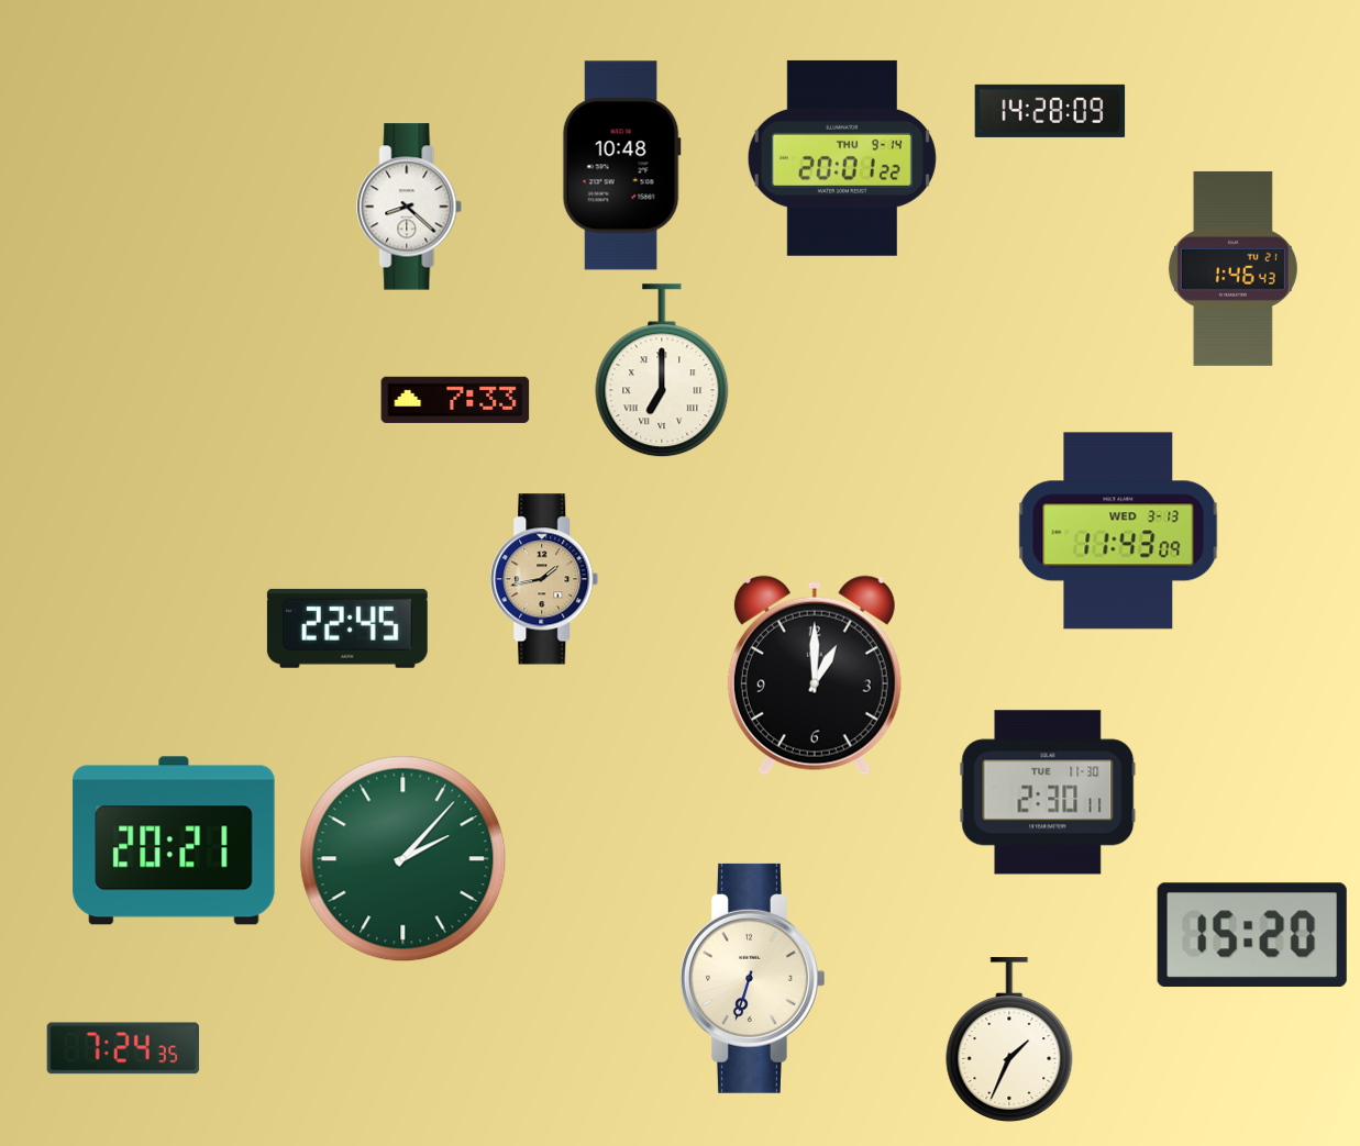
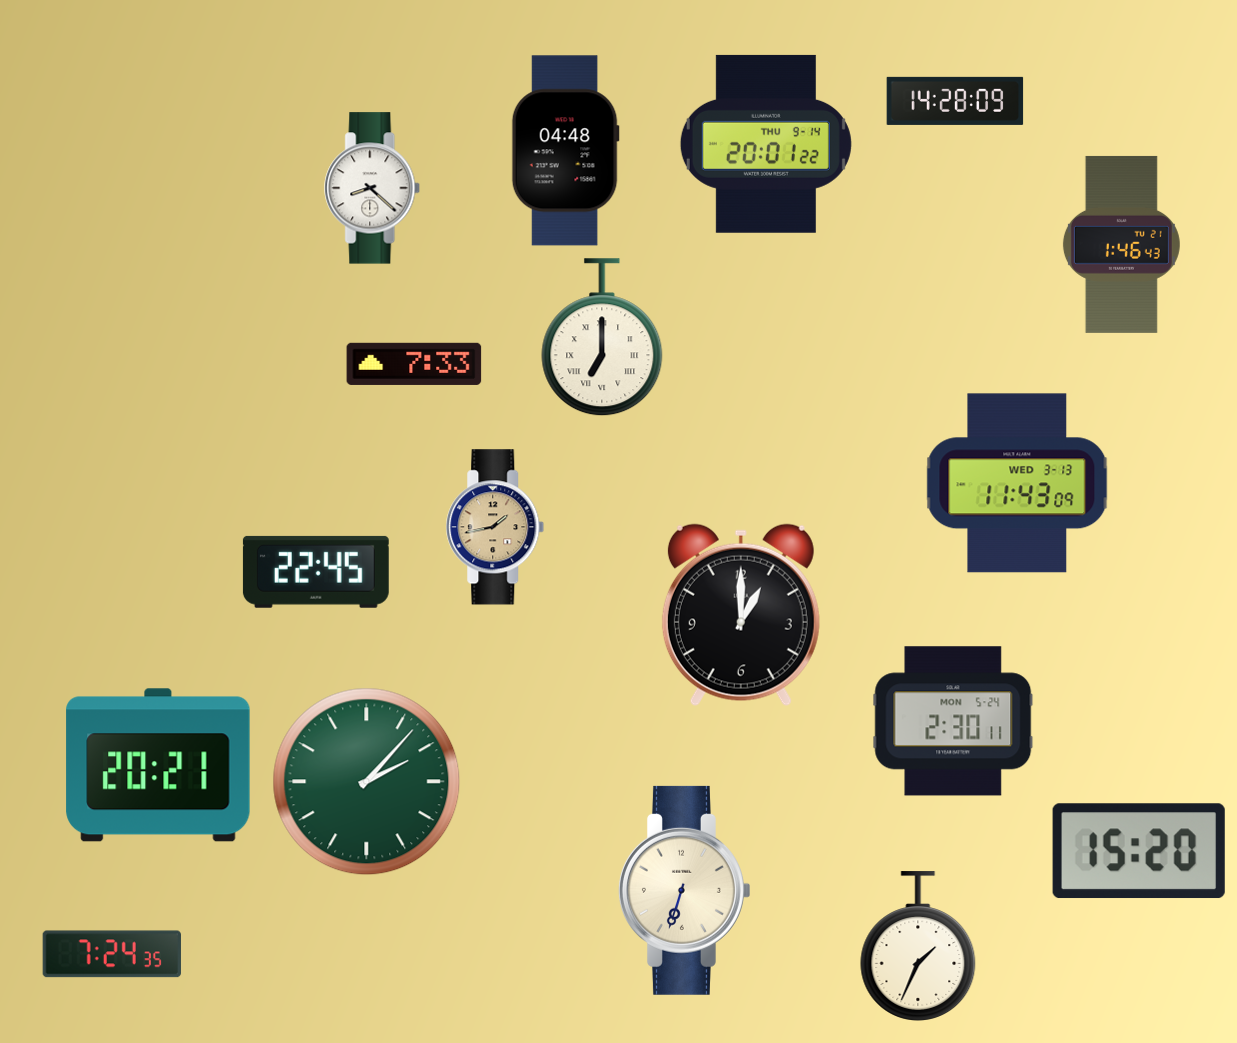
clock at (621, 166): 10:48 -> 04:48
clock at (1048, 792) date: TUE 11-30 -> MON 5-24
